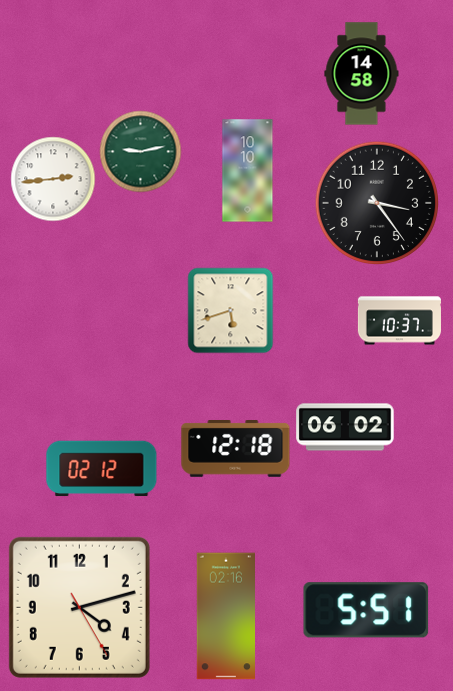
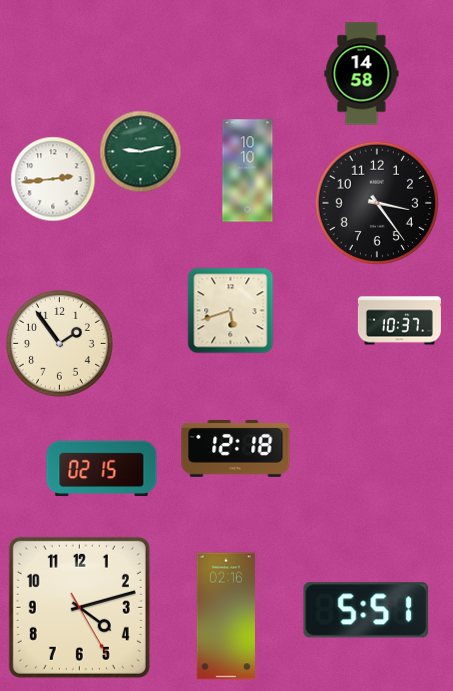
clock at (59, 343): none -> 1:54
clock at (345, 427): 06:02 -> none
clock at (102, 469): 02:12 -> 02:15
